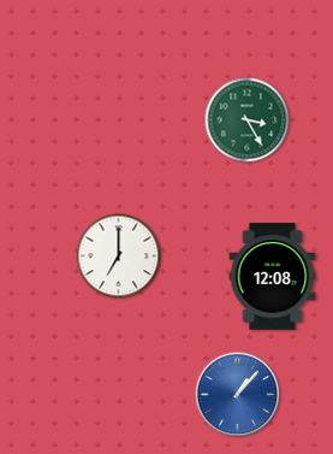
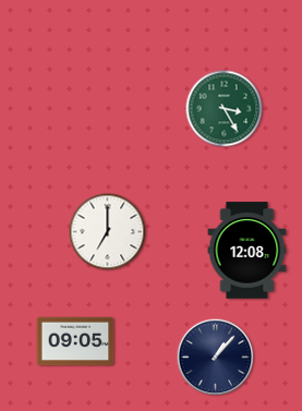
clock at (75, 341): none -> 09:05
clock at (238, 395) dial: blue -> navy
